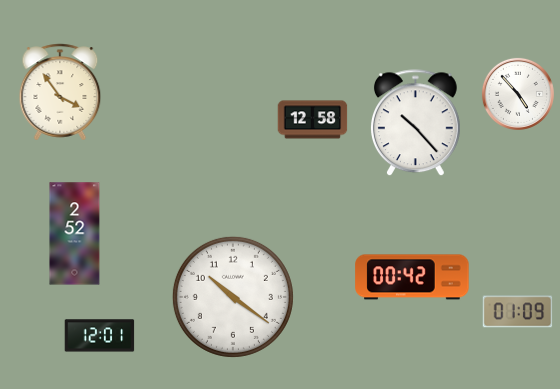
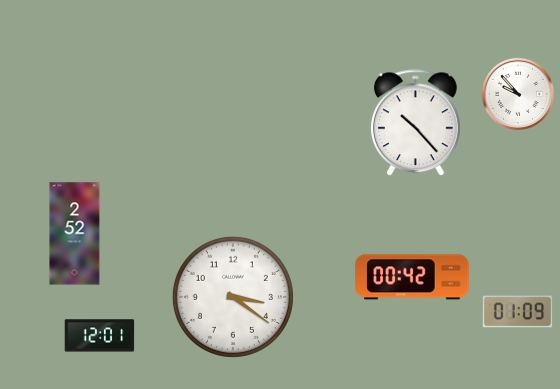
clock at (60, 92): 3:54 -> none
clock at (518, 94): 4:53 -> 9:53
clock at (313, 120): 12:58 -> none
clock at (233, 297): 10:21 -> 3:21
